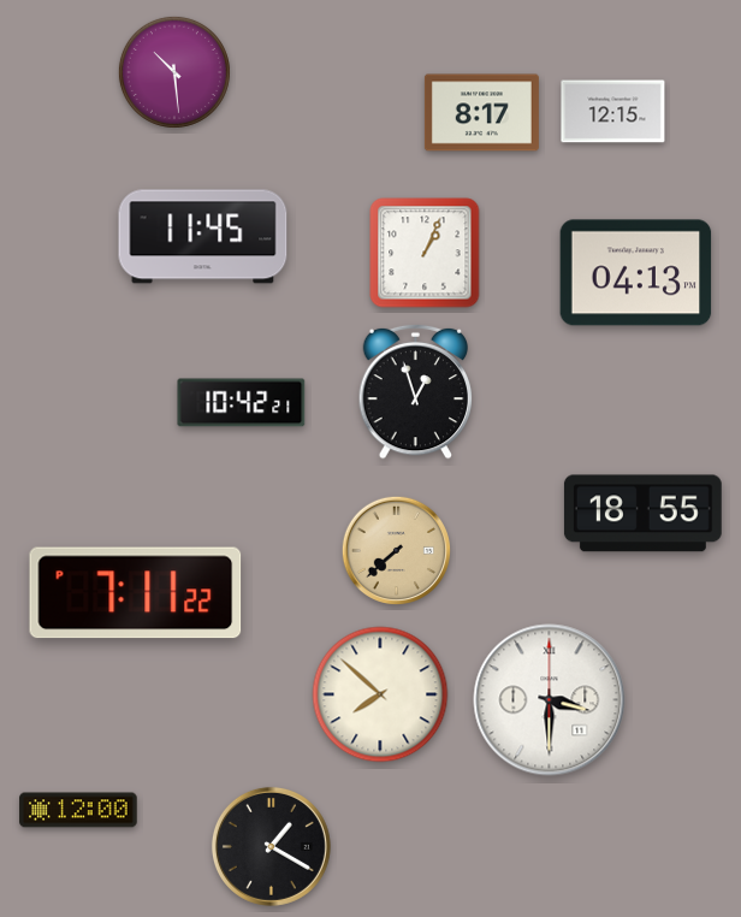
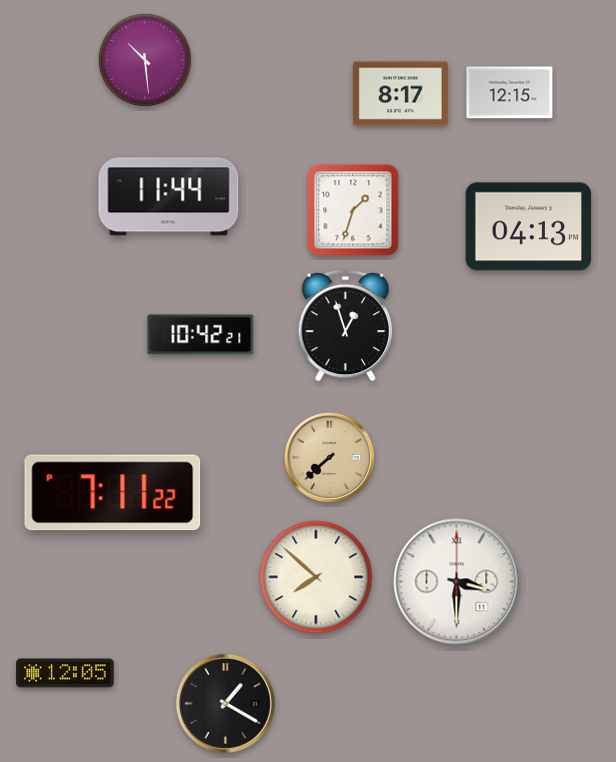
clock at (203, 237): 11:45 -> 11:44
clock at (425, 253): 1:04 -> 1:33
clock at (642, 514): 18:55 -> none
clock at (78, 810): 12:00 -> 12:05
